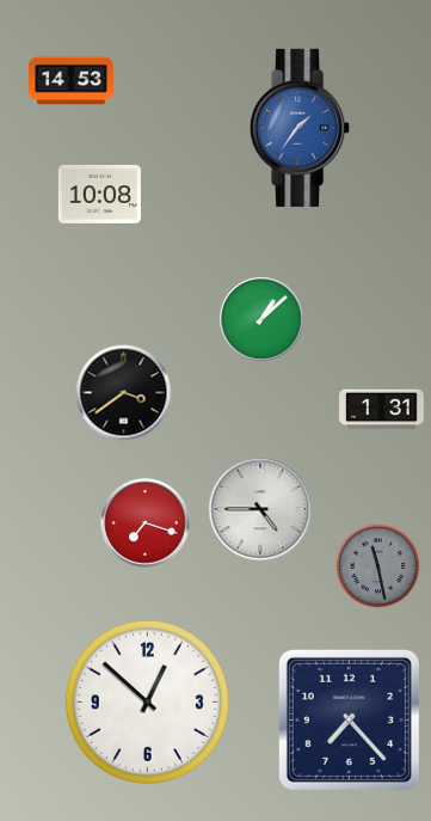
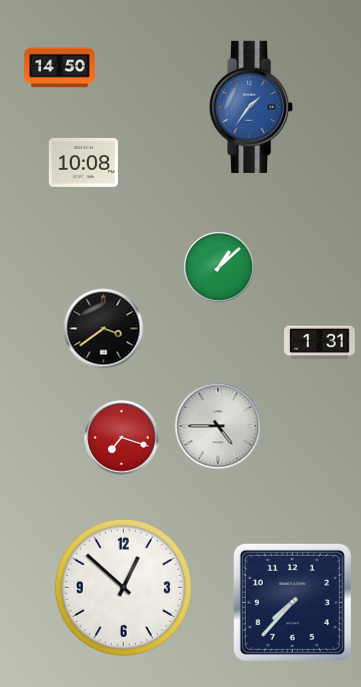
clock at (72, 81): 14:53 -> 14:50
clock at (378, 566): 11:28 -> none
clock at (349, 719): 7:23 -> 7:37
